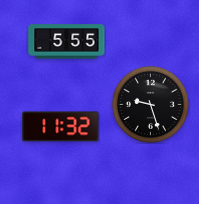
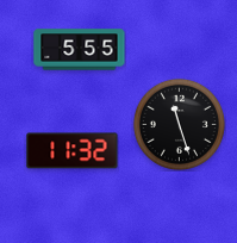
clock at (150, 104): 9:27 -> 11:27
